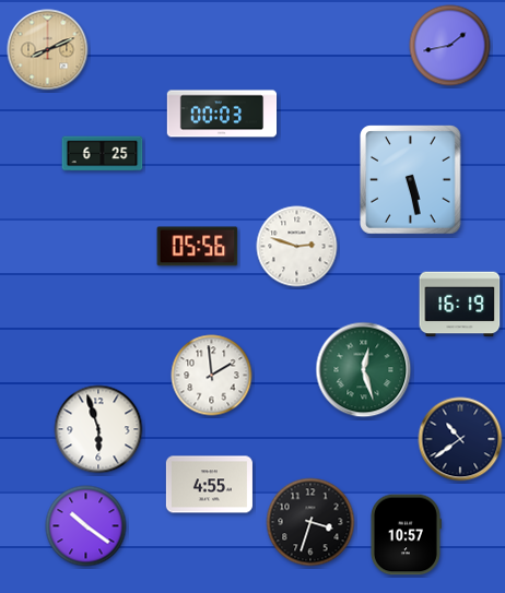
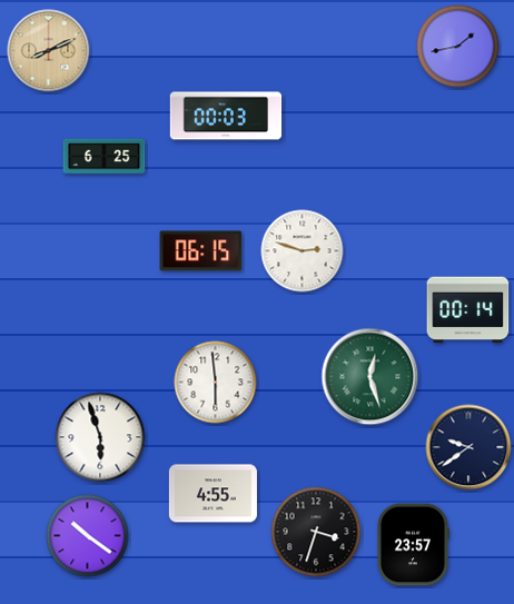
clock at (411, 180): 5:28 -> none
clock at (198, 247): 05:56 -> 06:15
clock at (460, 305): 16:19 -> 00:14
clock at (212, 376): 1:59 -> 5:59
clock at (460, 439): 10:39 -> 9:39
clock at (406, 535): 10:57 -> 23:57
